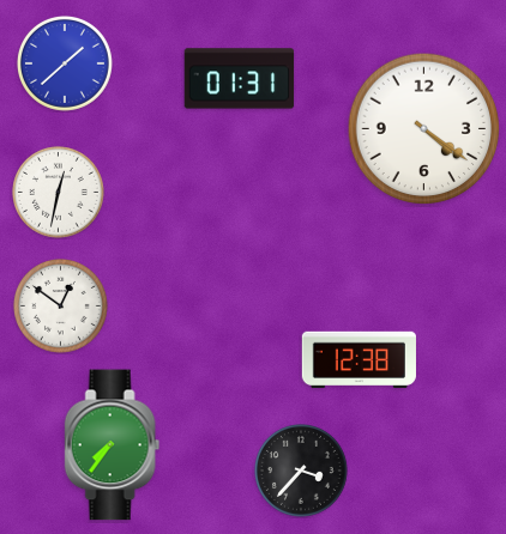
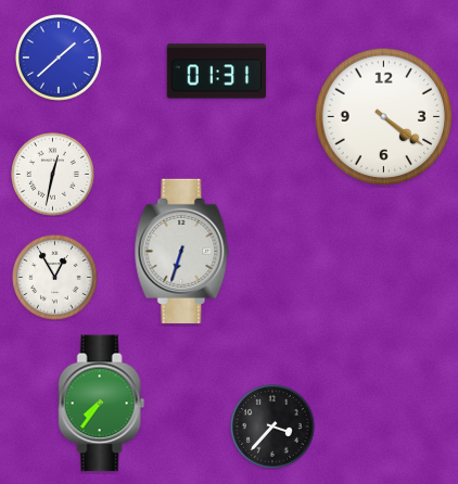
clock at (182, 251): none -> 6:33
clock at (61, 307): 12:51 -> 12:55
clock at (359, 360): 12:38 -> none
